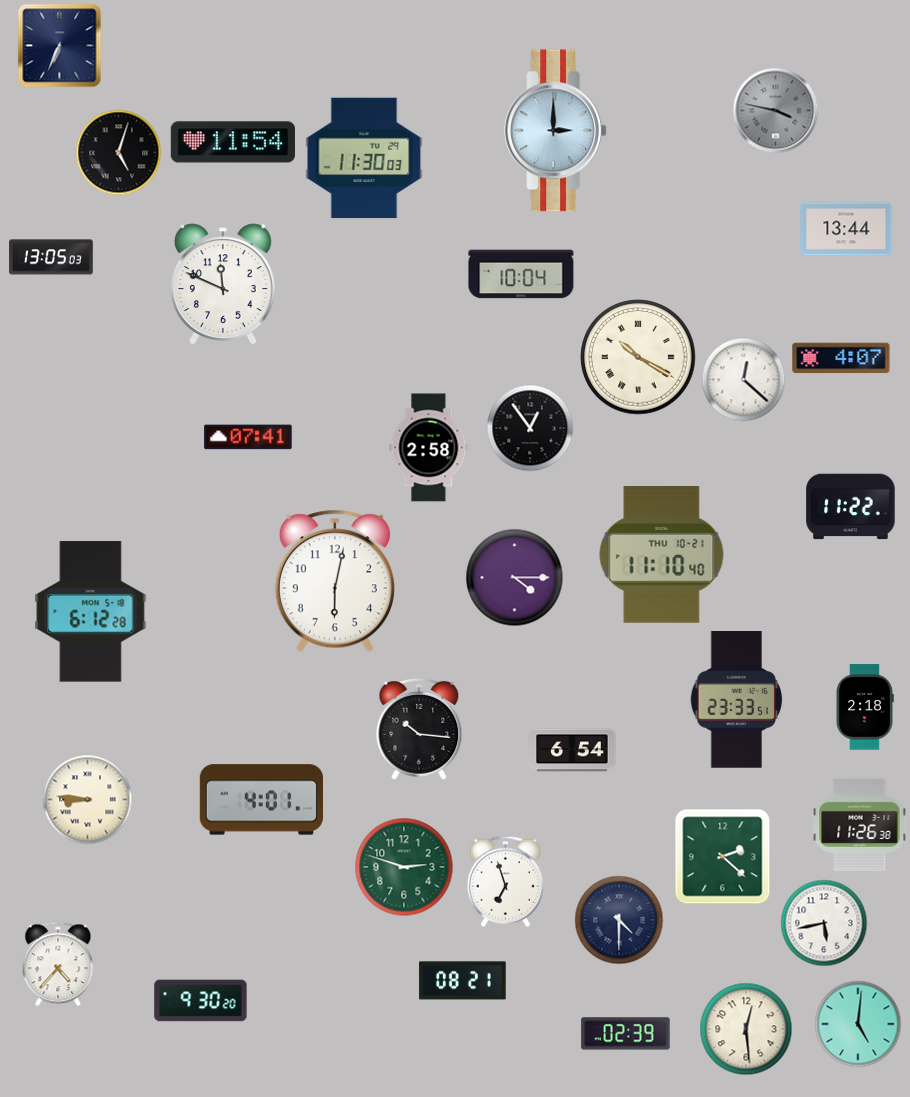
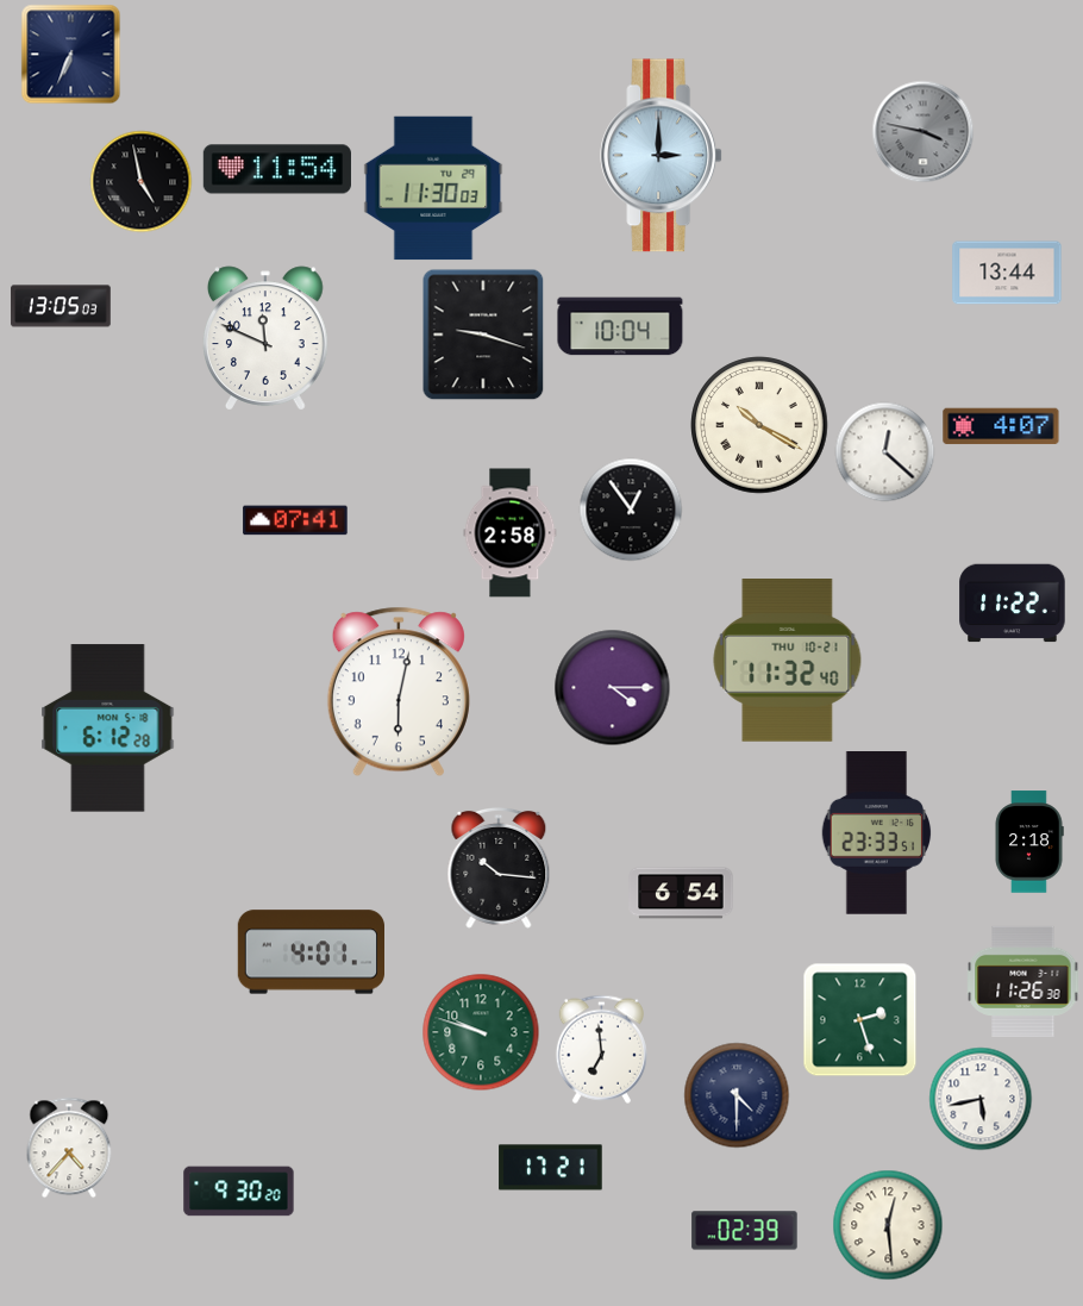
clock at (118, 152): 5:03 -> 4:58
clock at (483, 335): none -> 9:18
clock at (662, 555): 11:10 -> 11:32
clock at (87, 799): 8:46 -> none
clock at (722, 856): 2:22 -> 2:27
clock at (404, 867): 2:48 -> 9:48
clock at (505, 881): 6:57 -> 6:59
clock at (463, 981): 08:21 -> 17:21
clock at (858, 1024): 5:01 -> none
